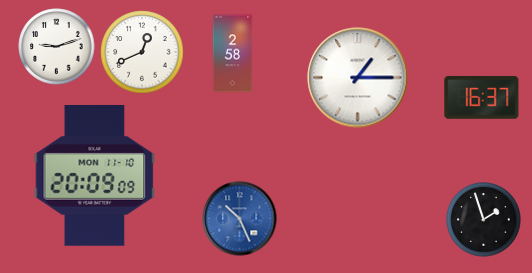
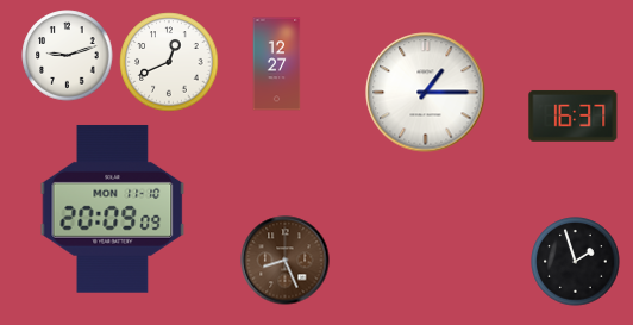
clock at (233, 54): 2:58 -> 12:27
clock at (240, 219): 10:26 -> 8:26
clock at (240, 219) dial: blue -> brown
